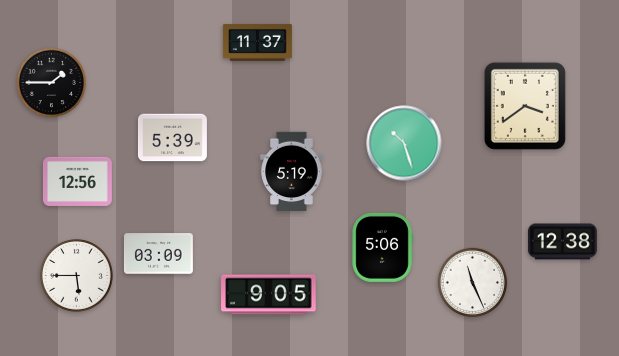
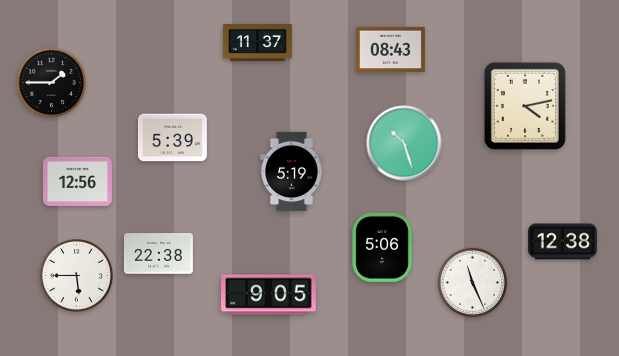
clock at (390, 49): none -> 08:43
clock at (525, 106): 3:39 -> 4:13
clock at (158, 254): 03:09 -> 22:38
